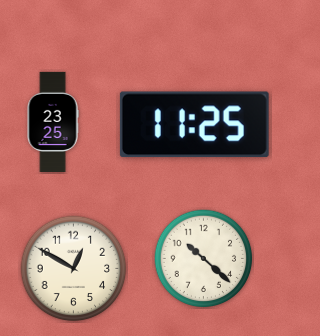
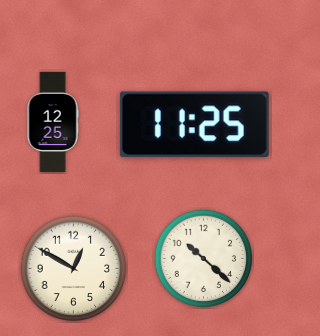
clock at (53, 122): 23:25 -> 12:25
